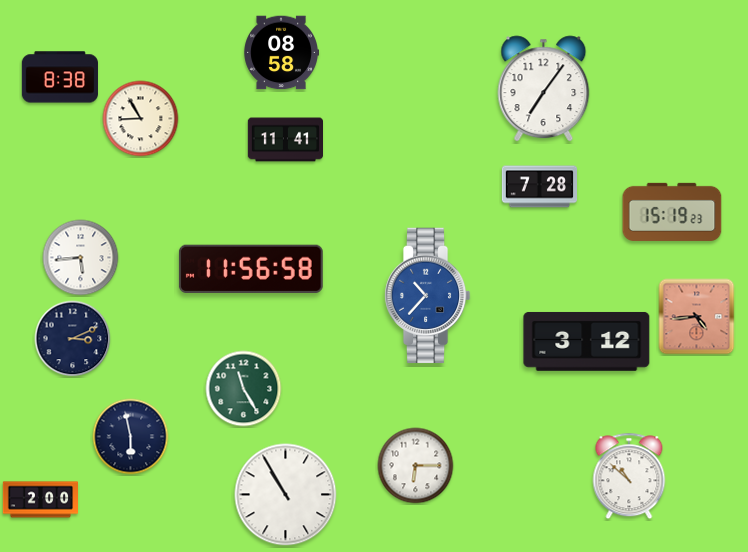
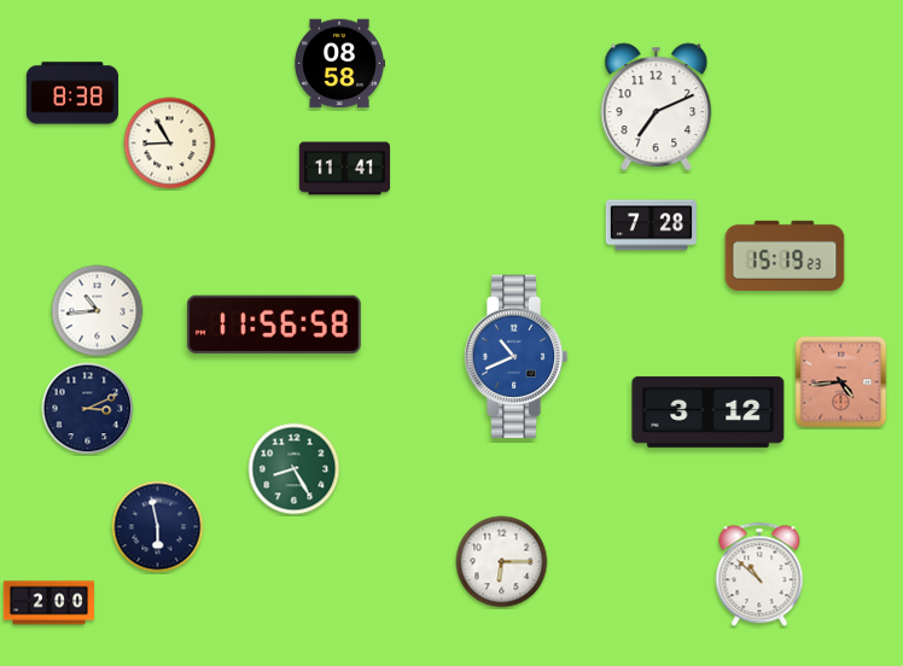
clock at (544, 89): 7:06 -> 7:11
clock at (672, 212) position: (672, 212) -> (785, 256)
clock at (81, 258): 5:44 -> 10:44
clock at (251, 269) position: (251, 269) -> (274, 325)
clock at (427, 296): 10:37 -> 10:41
clock at (244, 389): 11:25 -> 8:25
clock at (286, 495): 10:55 -> none
